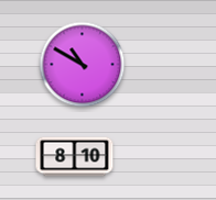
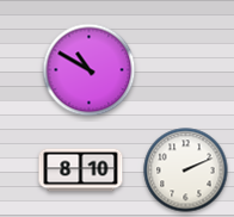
clock at (186, 170): none -> 2:11
